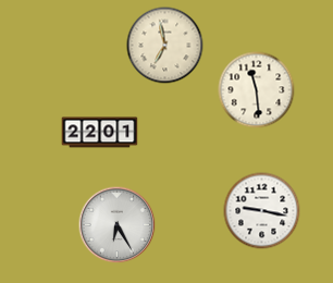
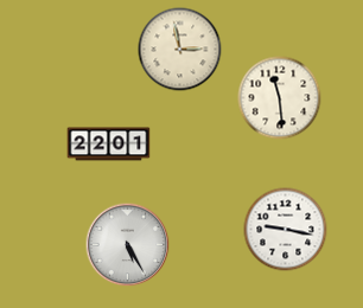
clock at (165, 46): 6:58 -> 2:58
clock at (118, 225): 6:25 -> 5:25
